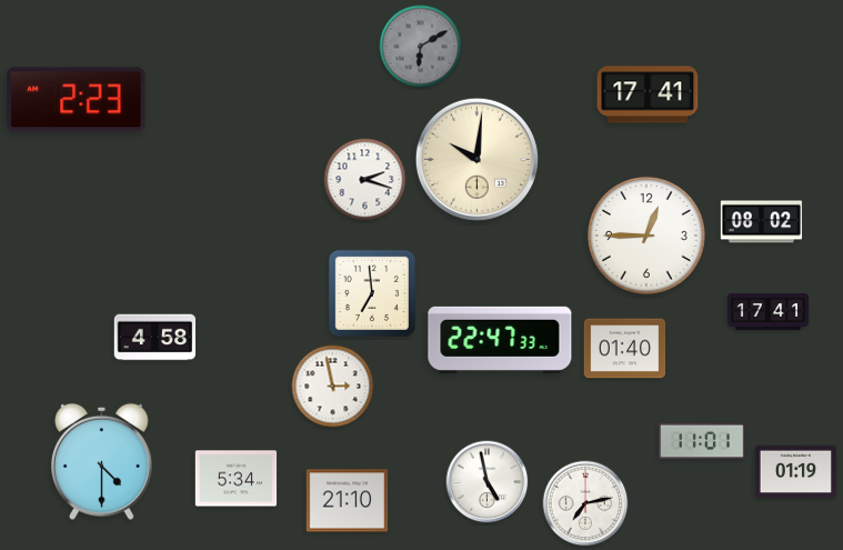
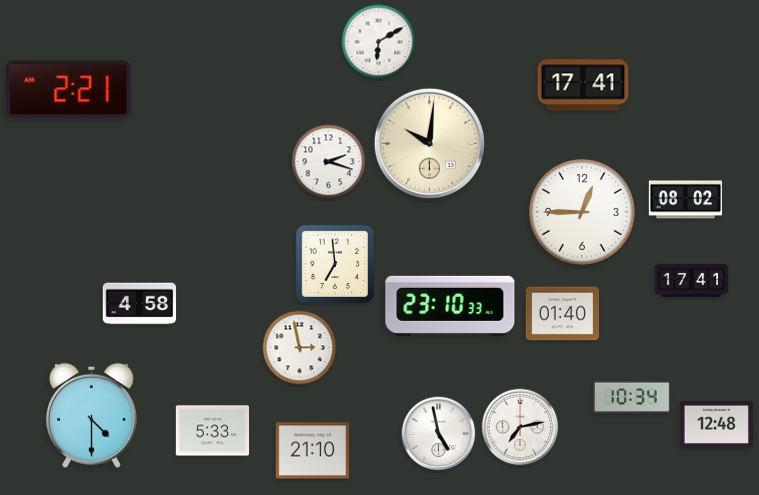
clock at (421, 47) dial: grey -> white
clock at (77, 100): 2:23 -> 2:21
clock at (500, 340): 22:47 -> 23:10
clock at (703, 441): 11:01 -> 10:34
clock at (796, 472): 01:19 -> 12:48
clock at (237, 479): 5:34 -> 5:33
clock at (585, 503) position: (585, 503) -> (520, 427)
